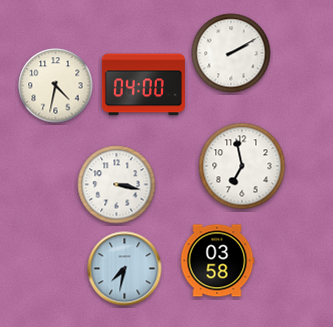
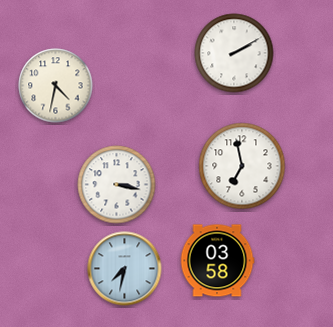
clock at (231, 53) position: (231, 53) -> (234, 53)
clock at (143, 85): 04:00 -> none
